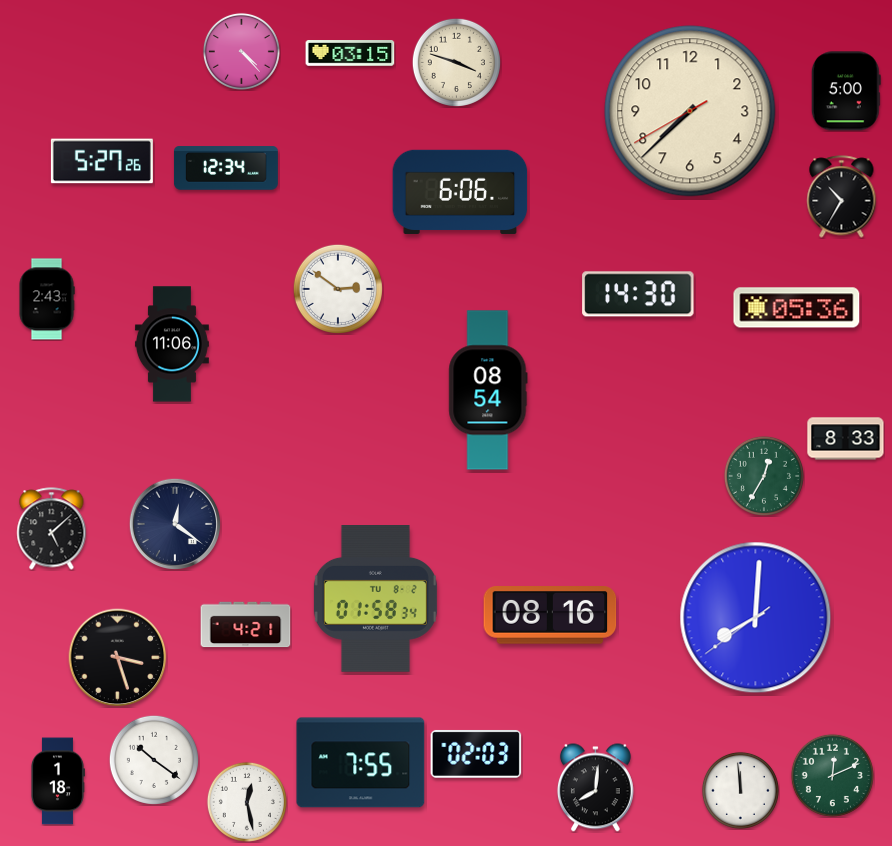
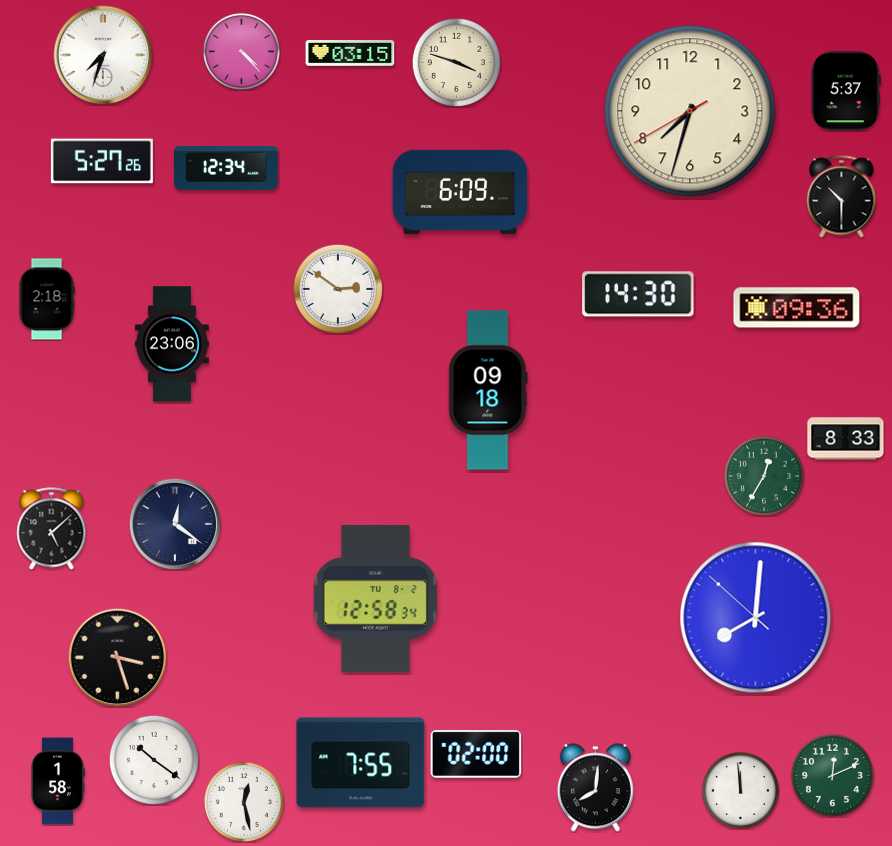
clock at (103, 55): none -> 7:33
clock at (846, 91): 5:00 -> 5:37
clock at (690, 111): 7:37 -> 7:32
clock at (460, 192): 6:06 -> 6:09
clock at (842, 197): 10:35 -> 10:30
clock at (47, 299): 2:43 -> 2:18
clock at (797, 308): 05:36 -> 09:36
clock at (172, 344): 11:06 -> 23:06
clock at (488, 390): 08:54 -> 09:18
clock at (375, 599): 01:58 -> 12:58
clock at (550, 615): 08:16 -> none
clock at (756, 618): 8:00:39 -> 8:00:52
clock at (246, 625): 4:21 -> none
clock at (476, 754): 02:03 -> 02:00
clock at (57, 781): 1:18 -> 1:58
clock at (247, 802) position: (247, 802) -> (244, 802)
